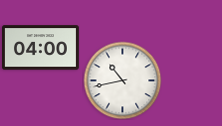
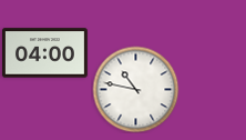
clock at (122, 80): 10:43 -> 10:47
